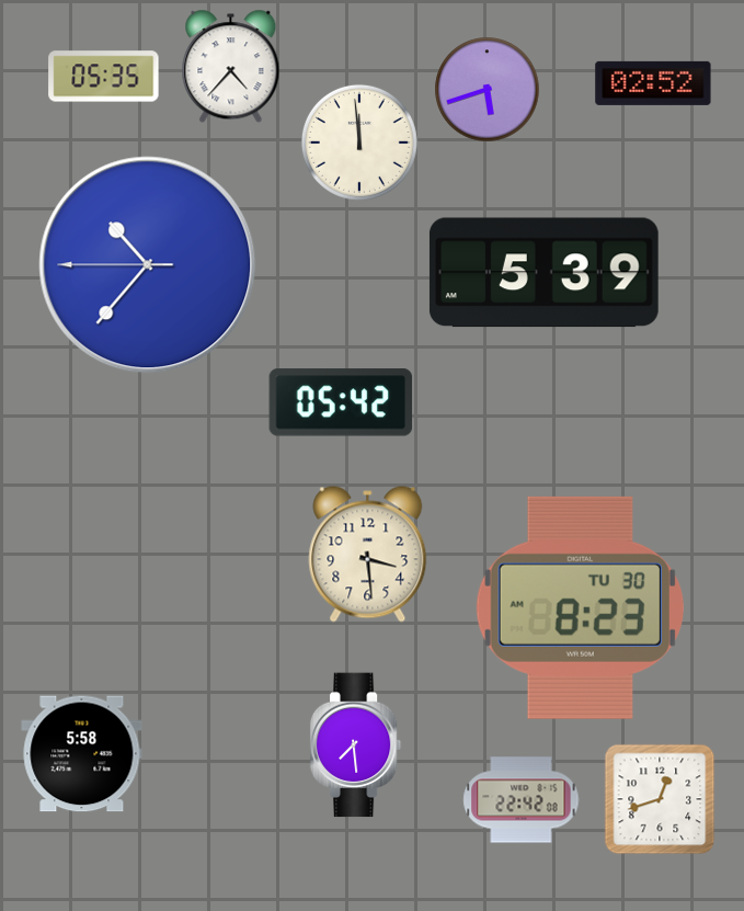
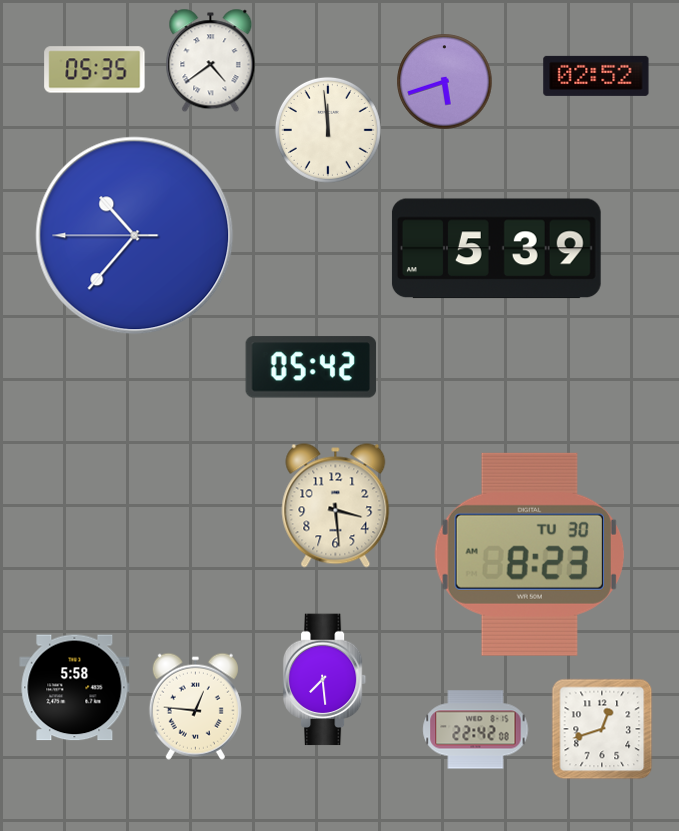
clock at (231, 66): 4:37 -> 4:39
clock at (148, 265) position: (148, 265) -> (135, 236)
clock at (195, 706): none -> 12:46
